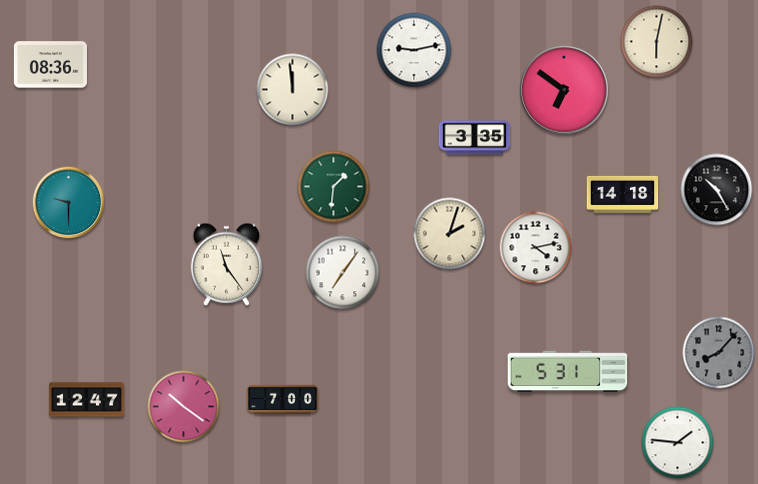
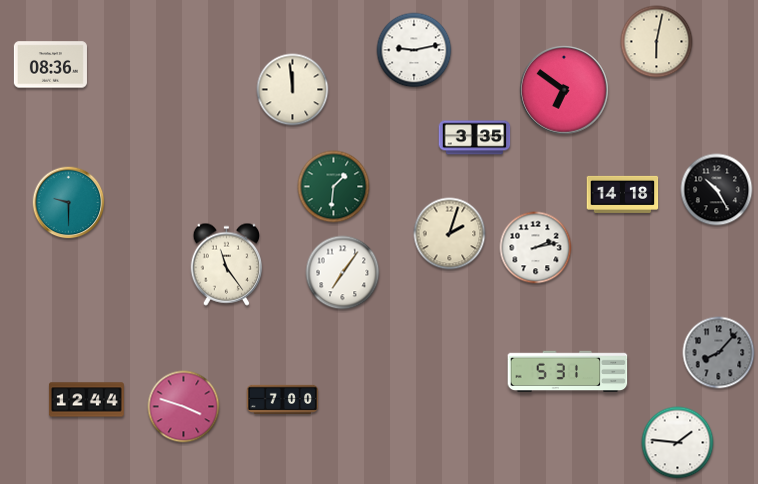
clock at (536, 248): 4:13 -> 2:13
clock at (86, 400): 12:47 -> 12:44
clock at (184, 407): 10:21 -> 3:48
